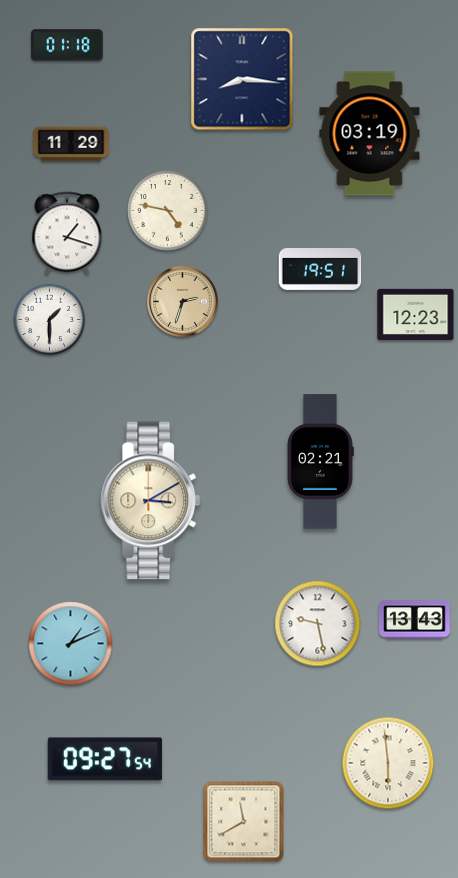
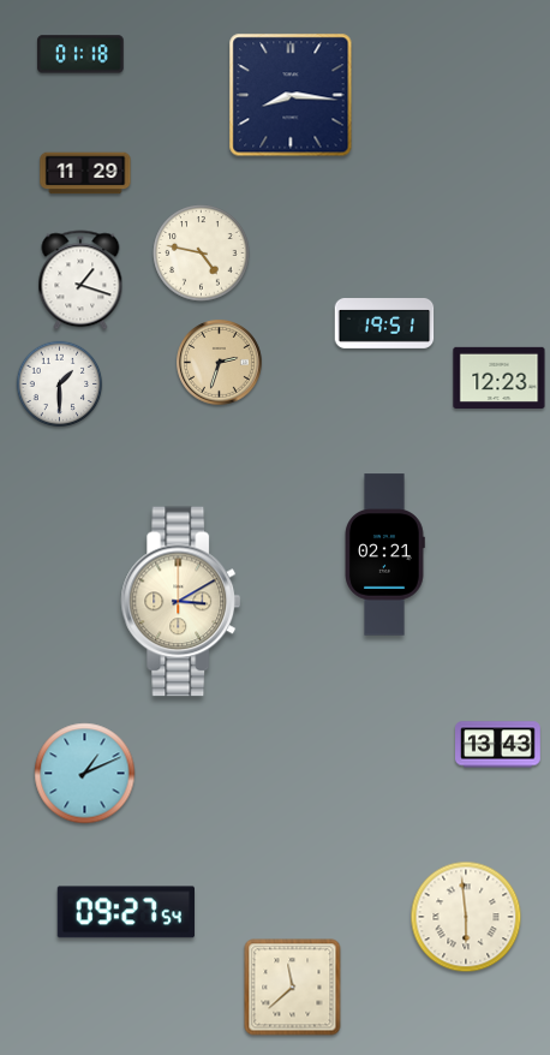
clock at (370, 134): 03:19 -> none
clock at (318, 624): 9:28 -> none
clock at (244, 822): 11:40 -> 11:38
